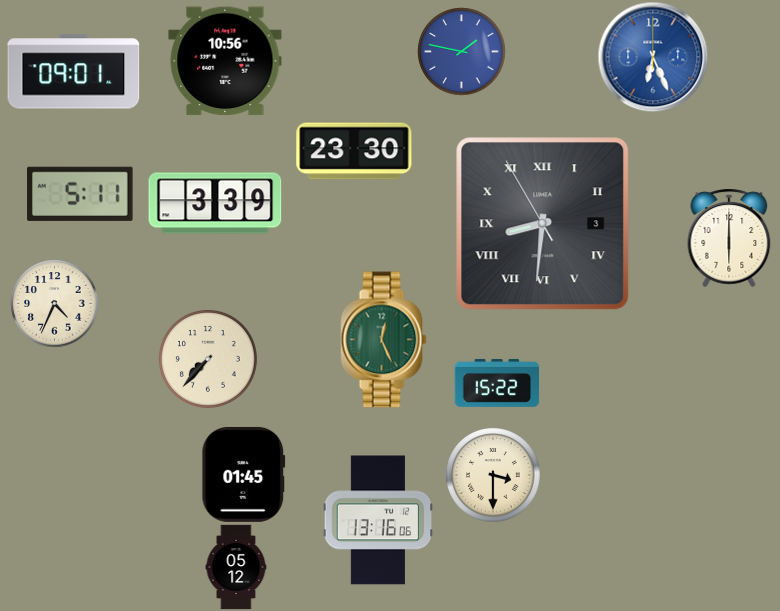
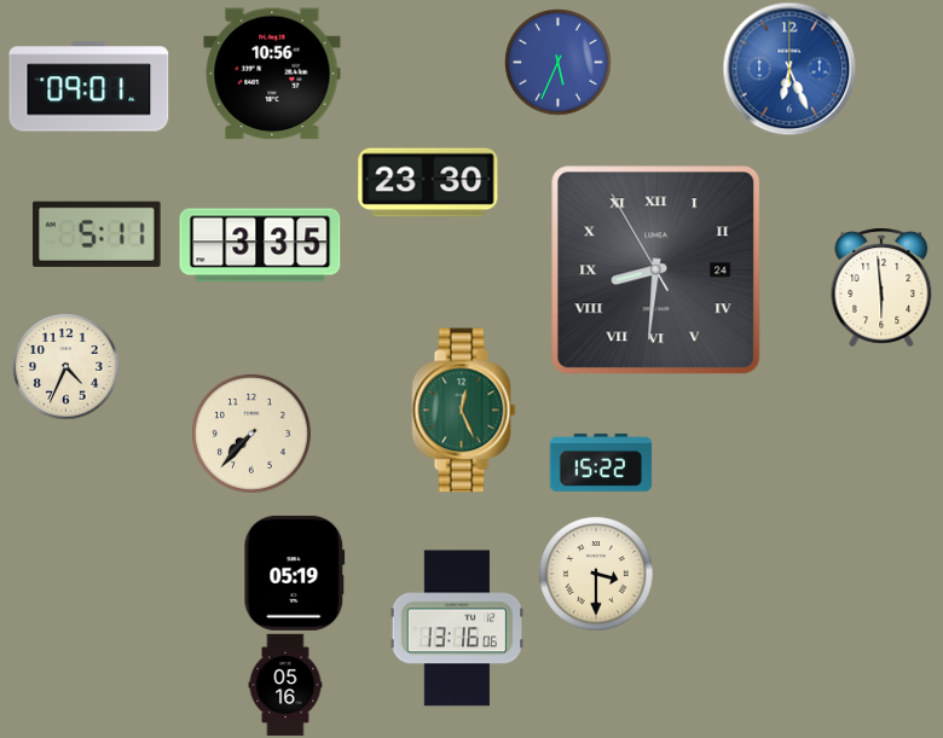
clock at (461, 51): 1:47 -> 5:34
clock at (215, 203): 3:39 -> 3:35
clock at (543, 224) date: 3 -> 24
clock at (729, 238): 6:00 -> 5:59
clock at (244, 474): 01:45 -> 05:19
clock at (236, 567): 05:12 -> 05:16
